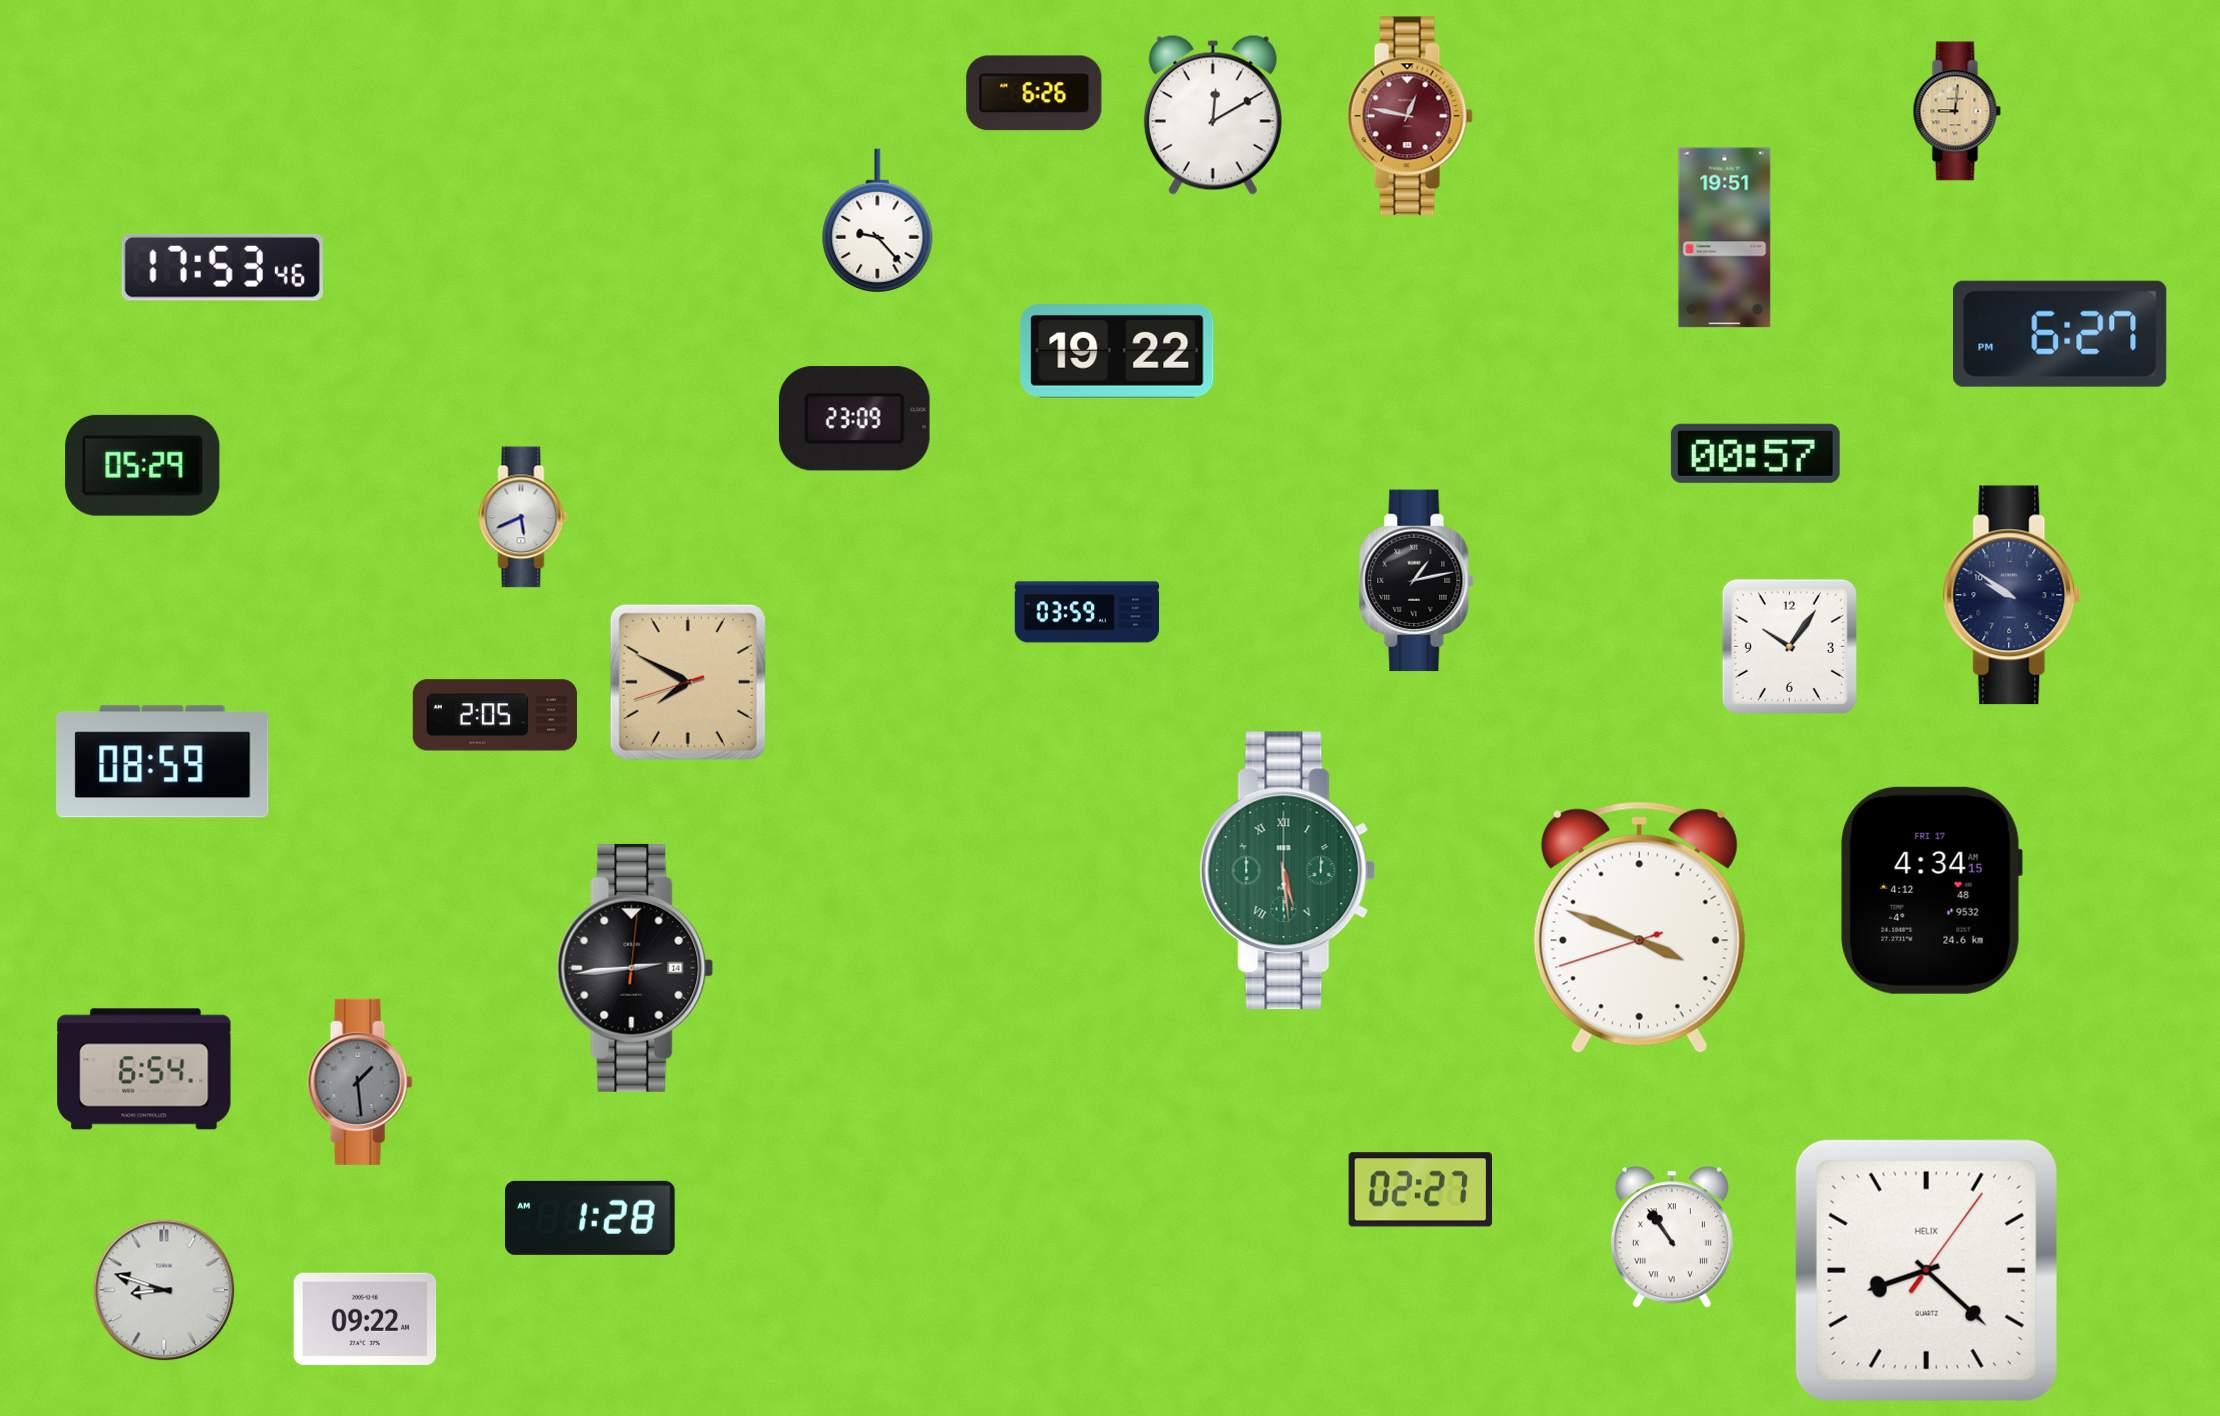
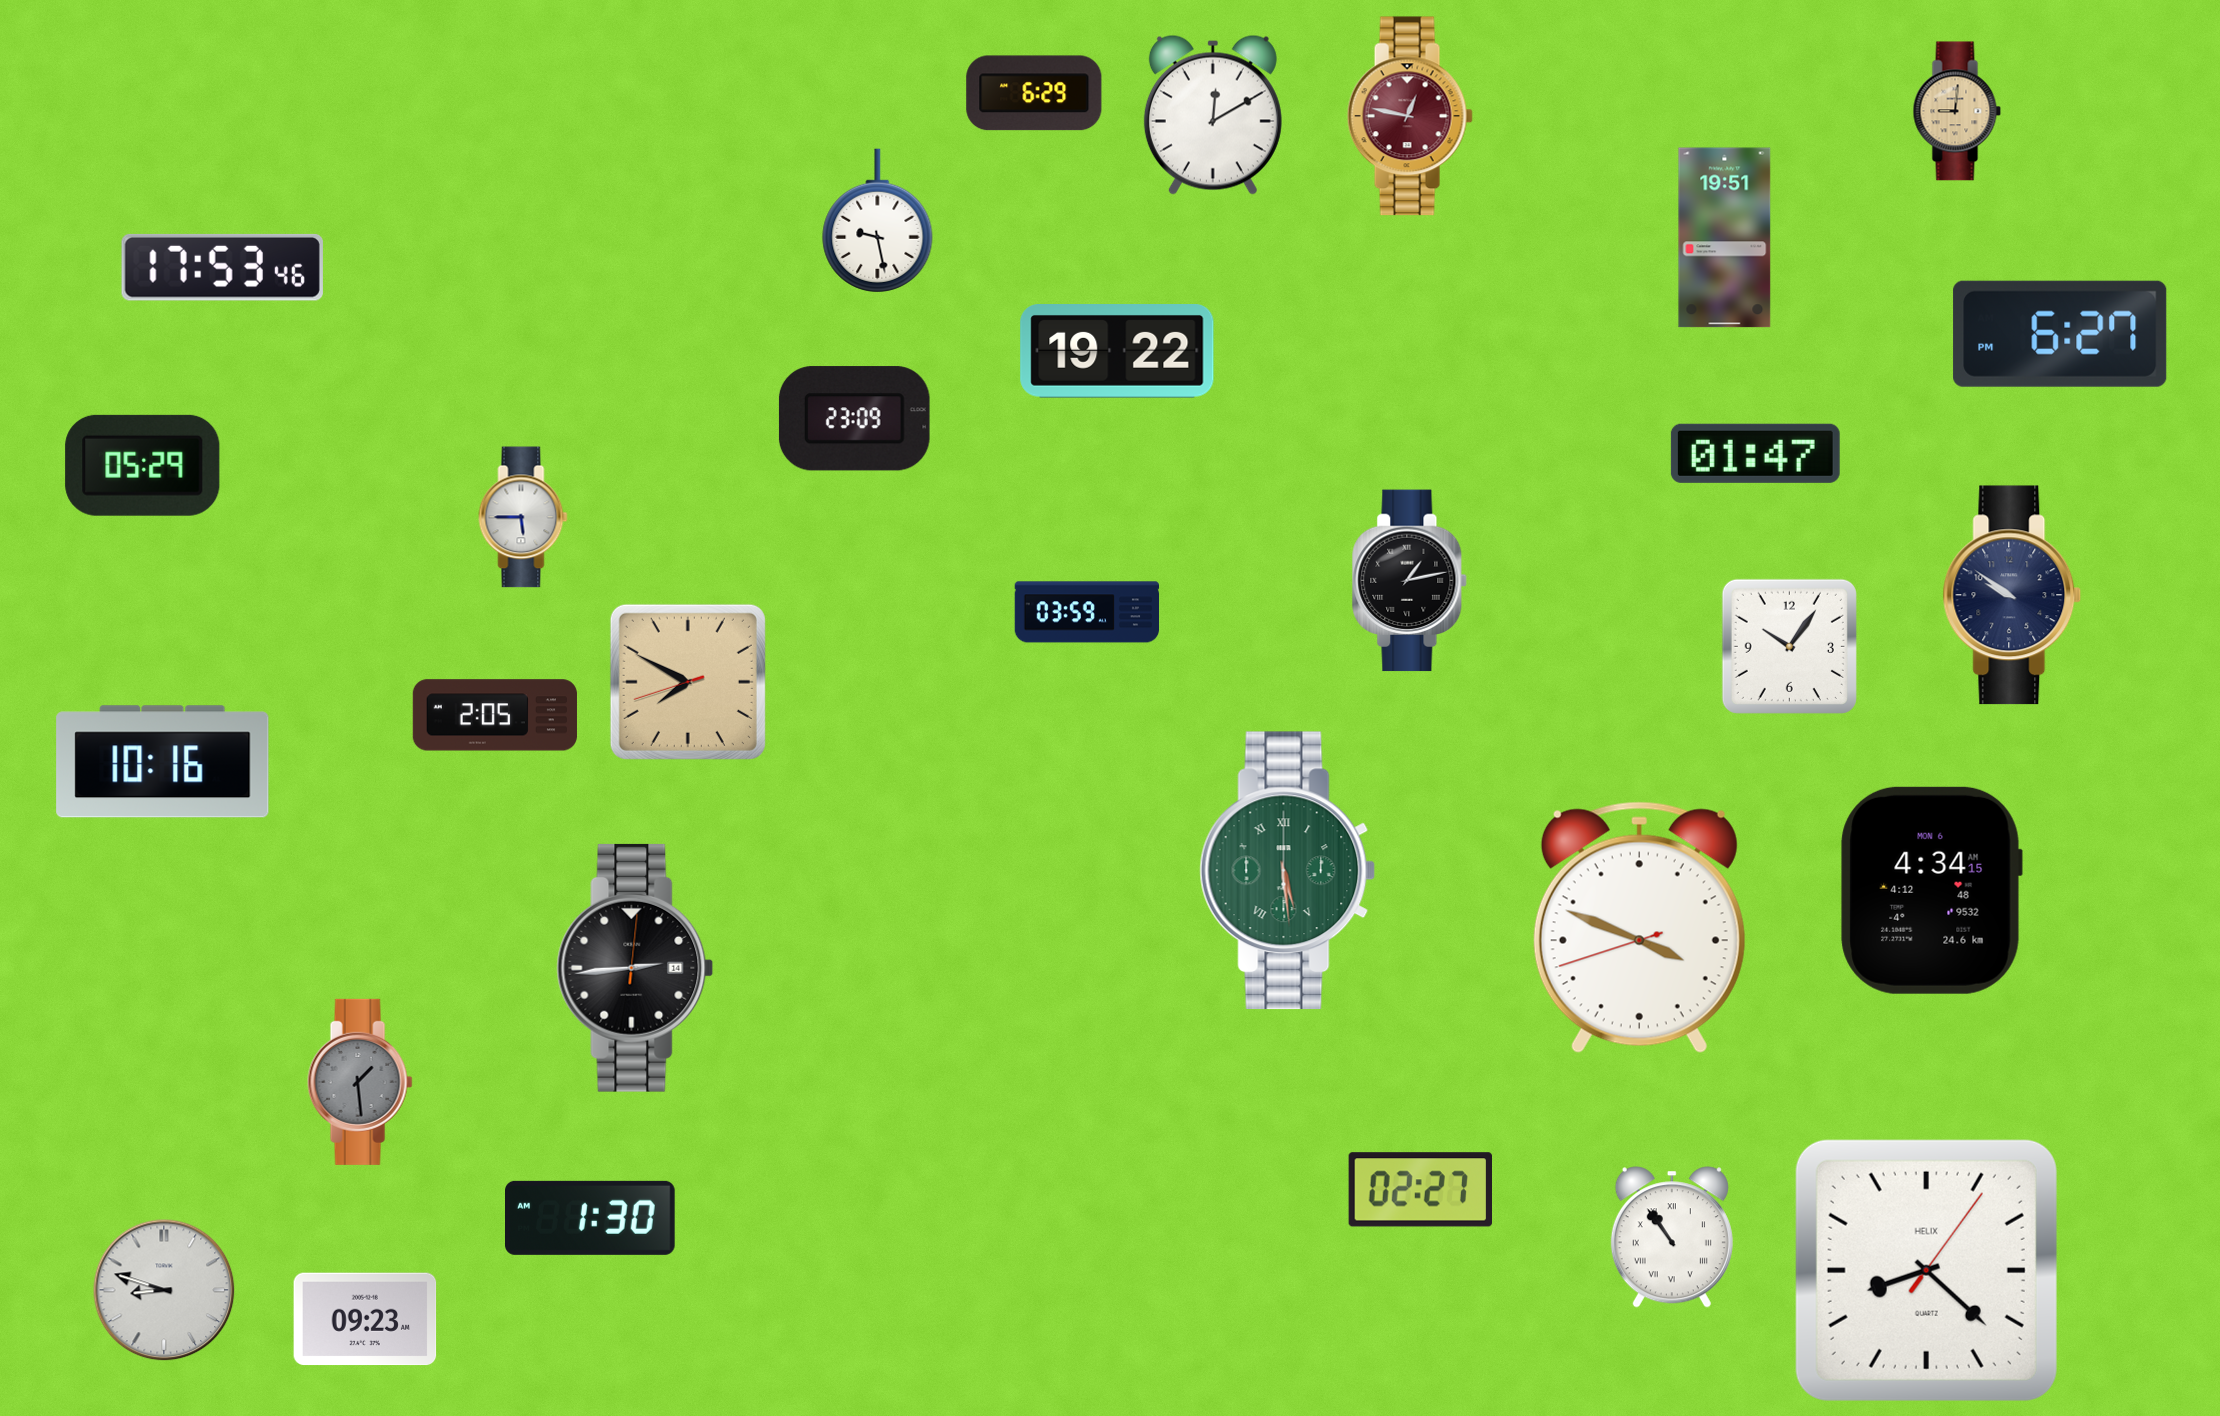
clock at (1034, 93): 6:26 -> 6:29
clock at (878, 221): 9:23 -> 9:28
clock at (1755, 453): 00:57 -> 01:47
clock at (523, 517): 5:41 -> 5:45
clock at (1417, 581) position: (1417, 581) -> (1410, 581)
clock at (163, 762): 08:59 -> 10:16
clock at (1931, 890) date: FRI 17 -> MON 6
clock at (144, 1069): 6:54 -> none
clock at (591, 1218): 1:28 -> 1:30
clock at (365, 1319): 09:22 -> 09:23
